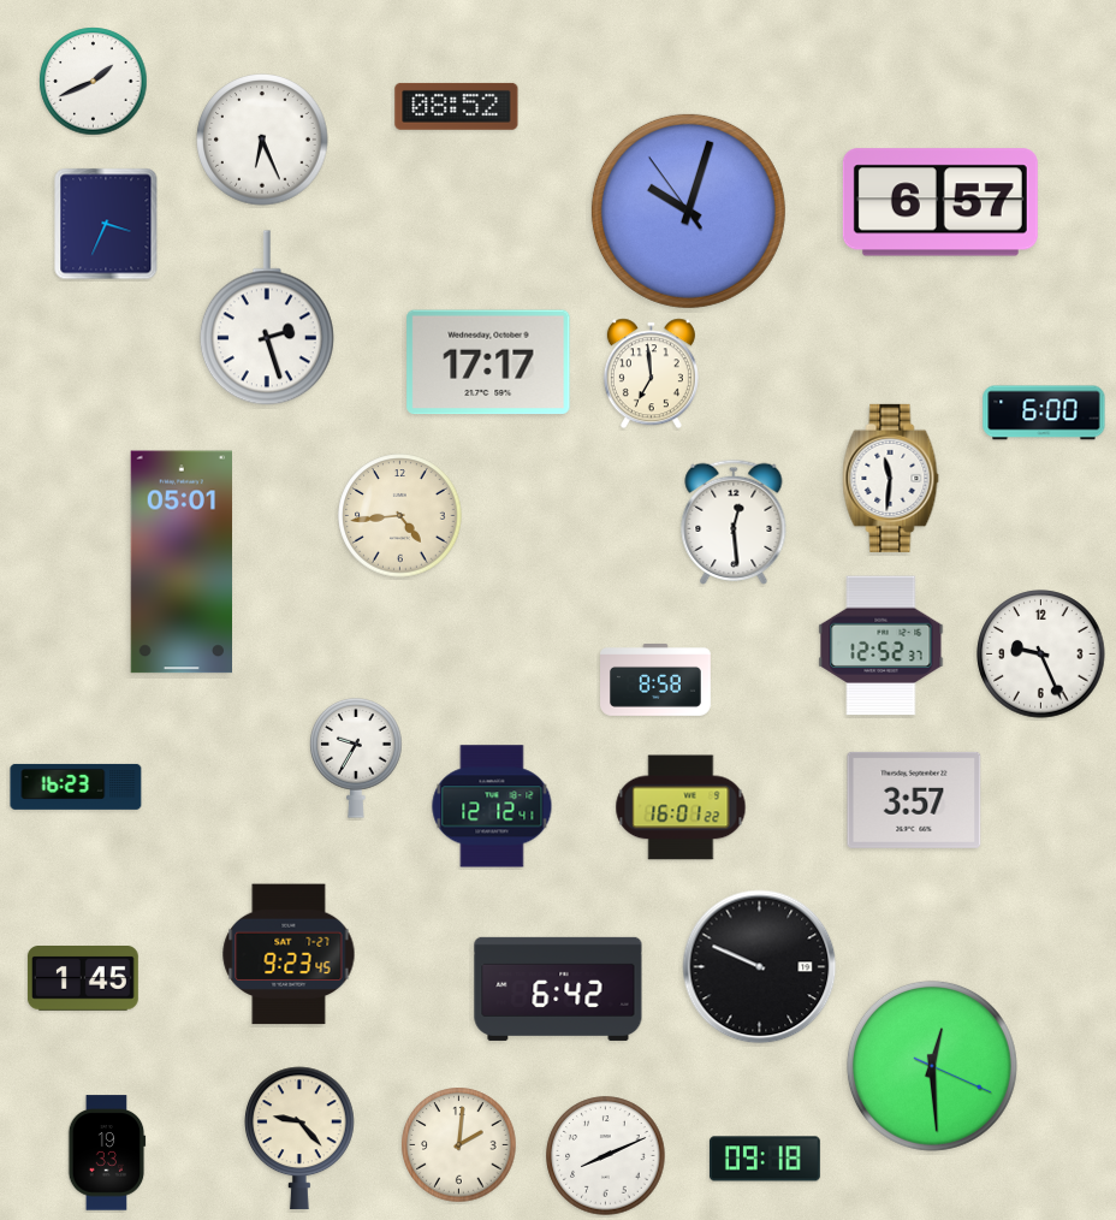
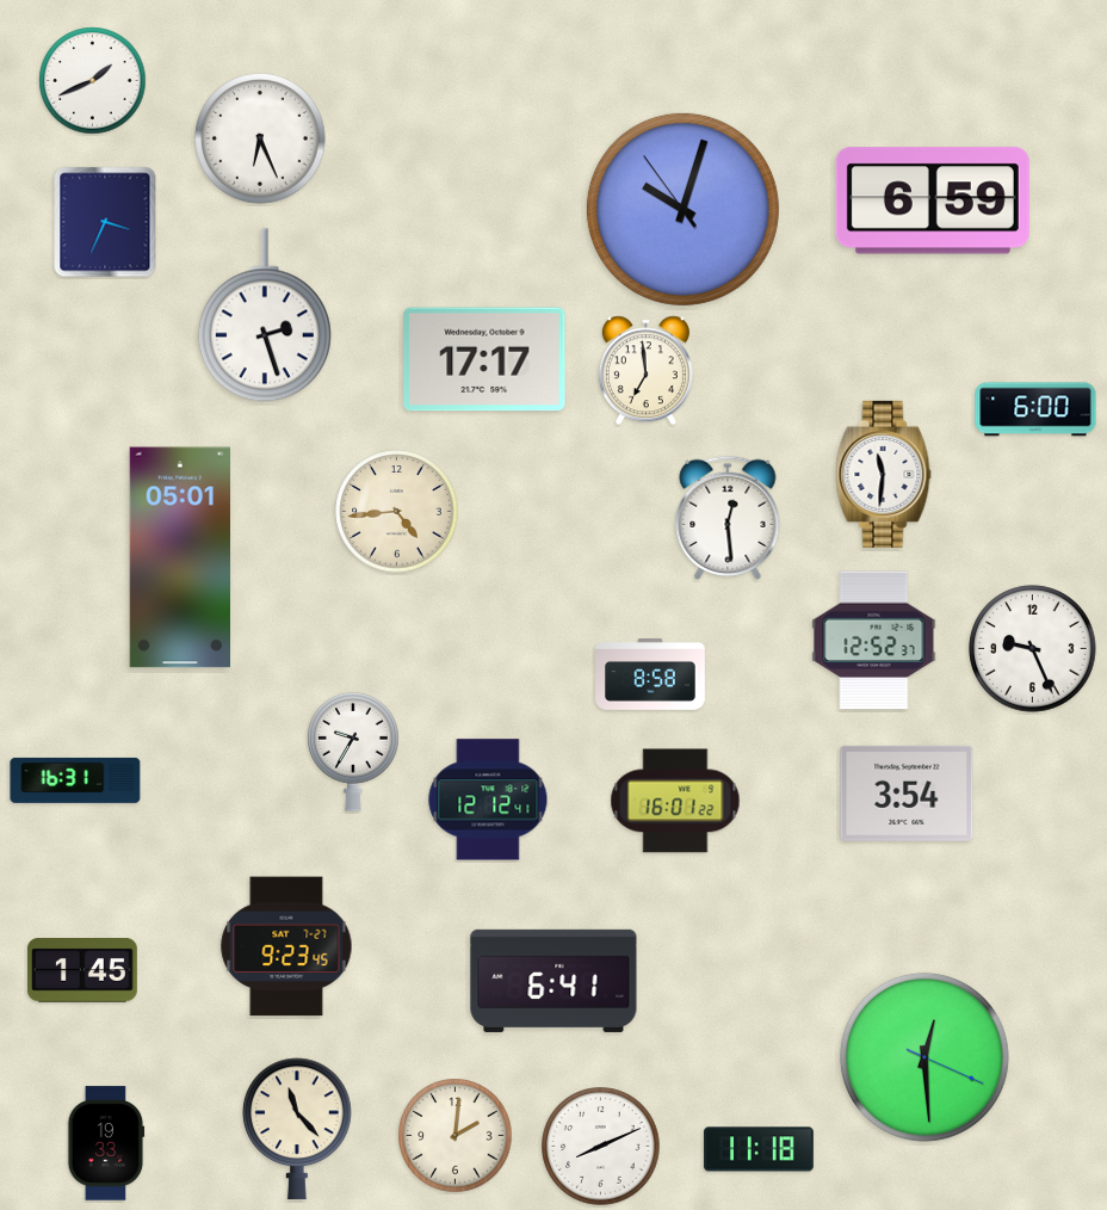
clock at (457, 106): 08:52 -> none
clock at (940, 202): 6:57 -> 6:59
clock at (76, 787): 16:23 -> 16:31
clock at (914, 800): 3:57 -> 3:54
clock at (760, 967): 9:49 -> none
clock at (558, 989): 6:42 -> 6:41
clock at (301, 1138): 9:23 -> 11:23
clock at (765, 1159): 09:18 -> 11:18
